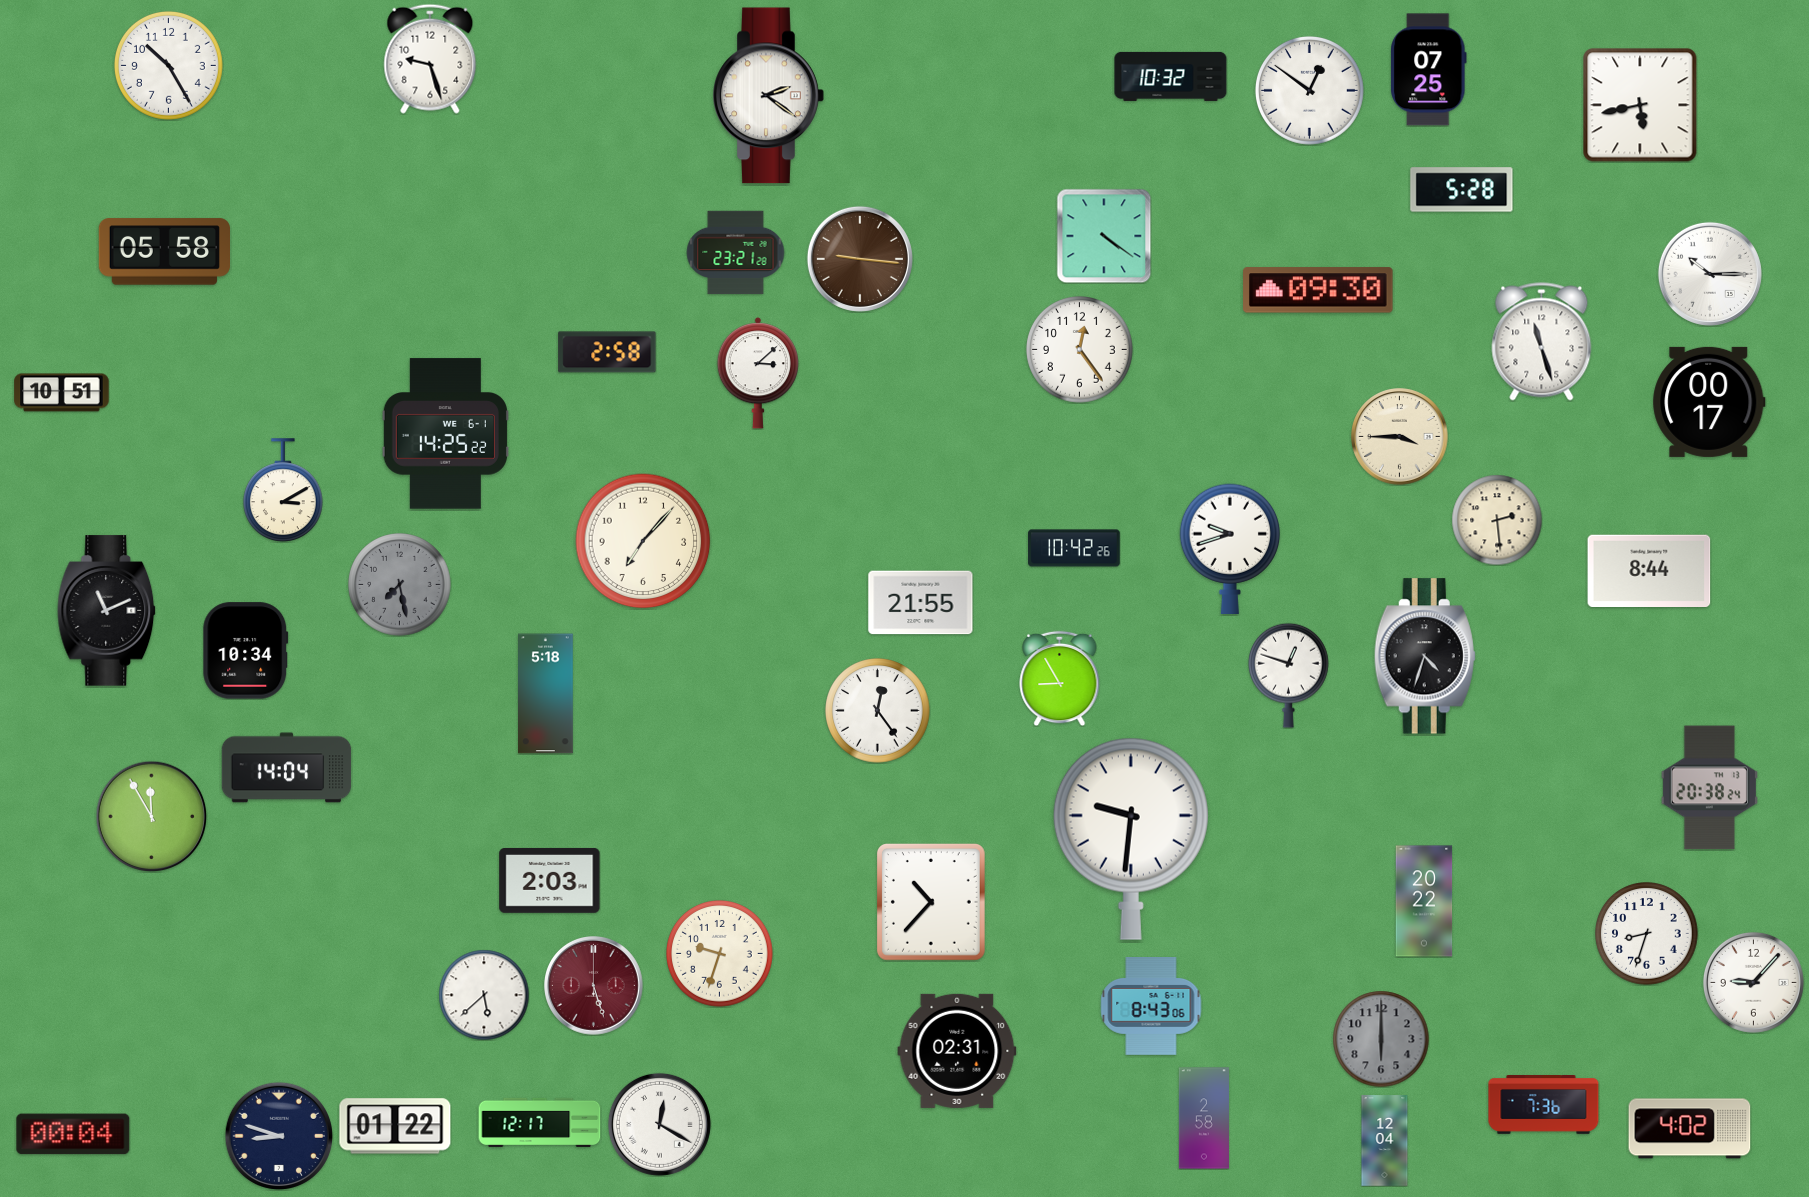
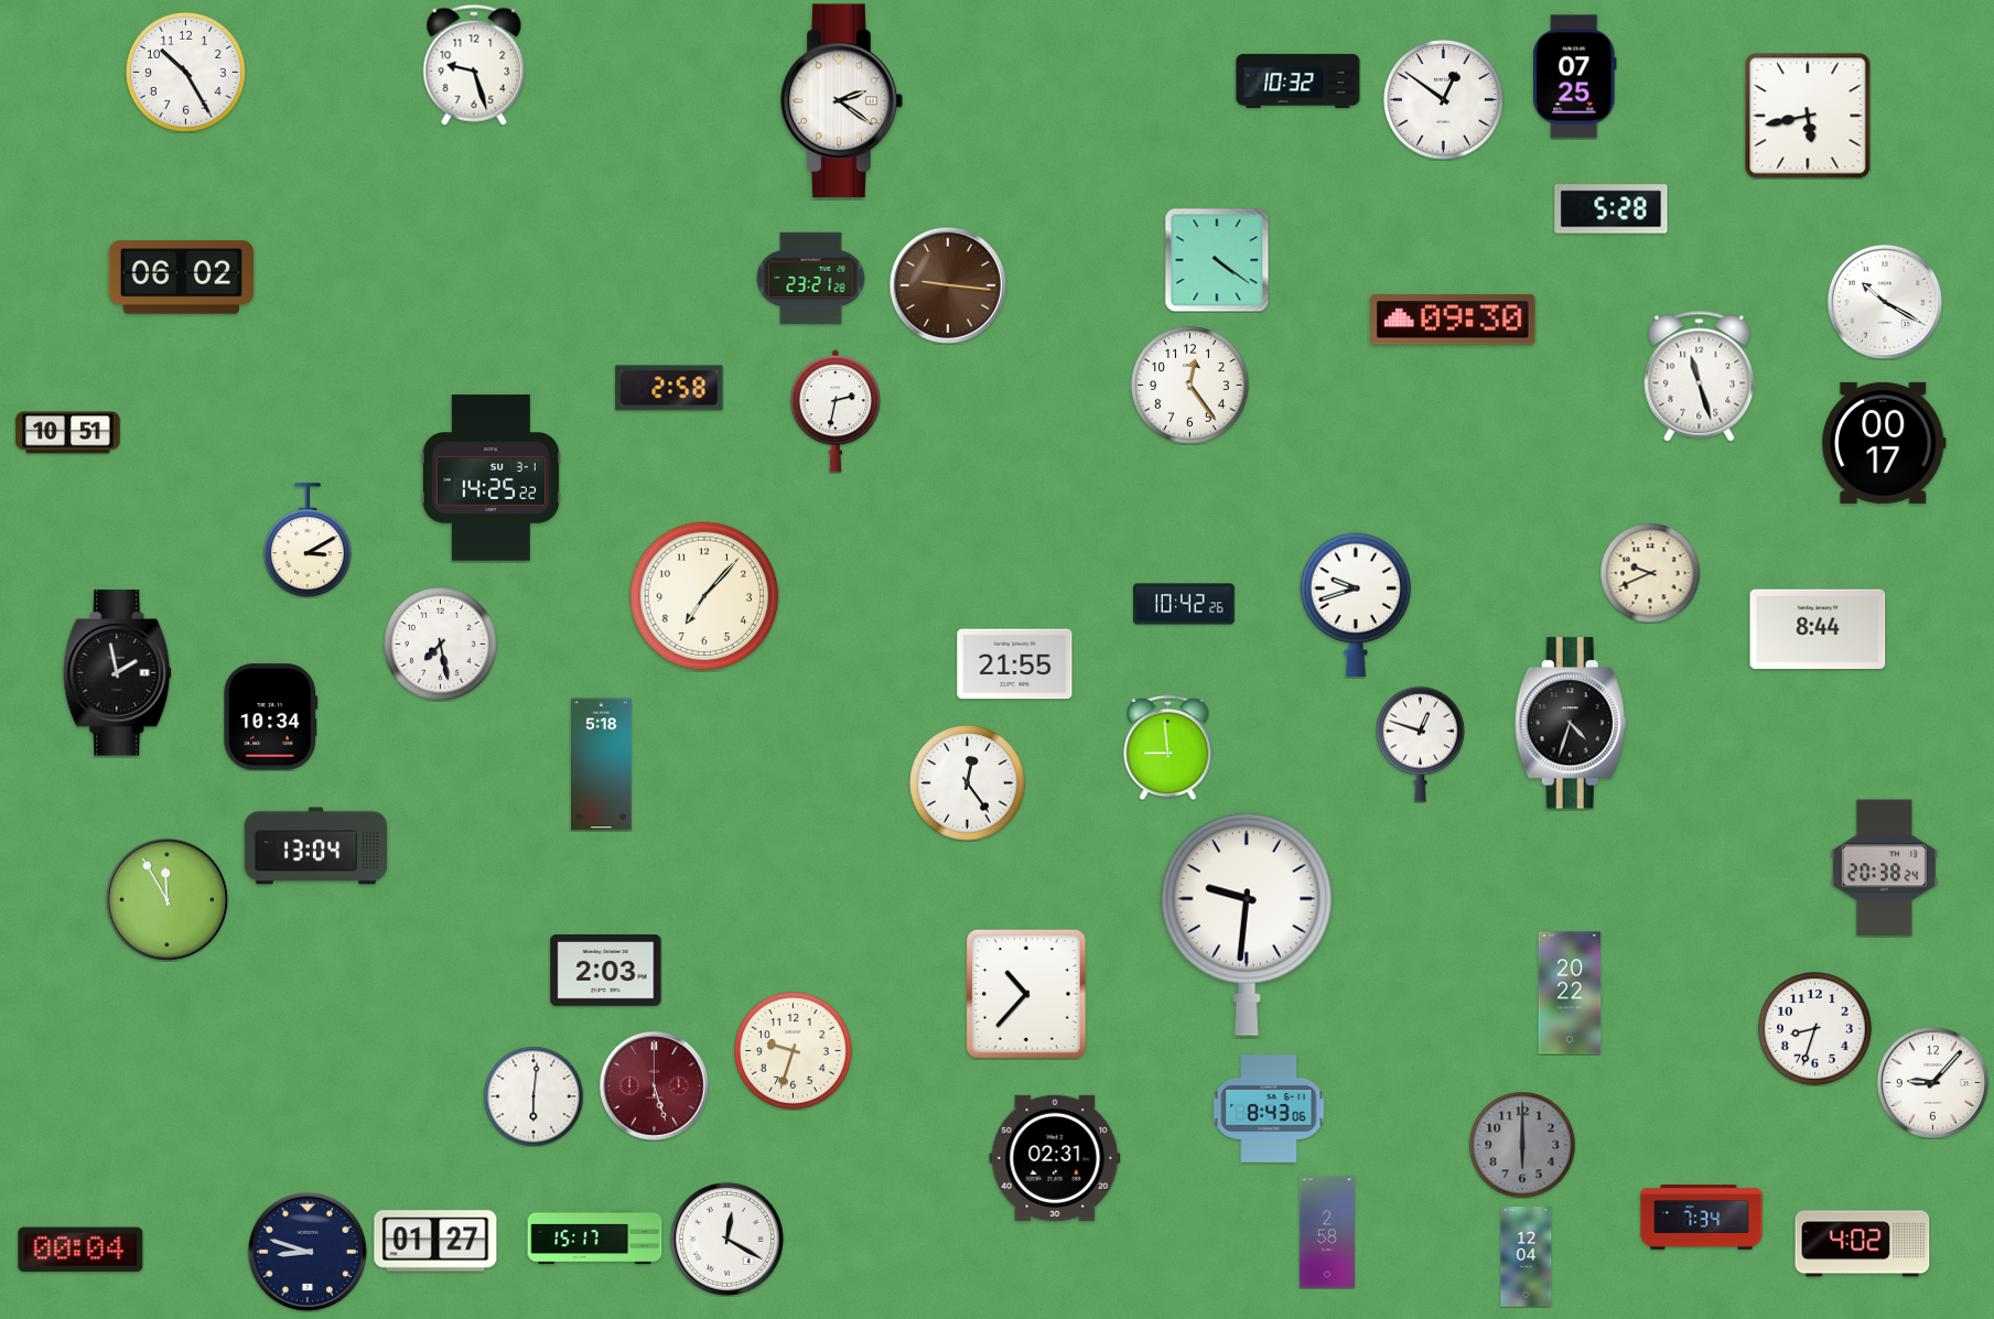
clock at (1171, 76) position: (1171, 76) -> (1298, 80)
clock at (769, 96) position: (769, 96) -> (842, 101)
clock at (164, 252): 05:58 -> 06:02
clock at (1710, 274): 10:15 -> 10:20
clock at (757, 373): 3:08 -> 2:32
clock at (445, 434) date: WE 6-1 -> SU 3-1
clock at (1400, 437): 3:45 -> none
clock at (284, 490) position: (284, 490) -> (309, 540)
clock at (1497, 520): 2:29 -> 9:41
clock at (643, 541) position: (643, 541) -> (704, 596)
clock at (400, 585) dial: grey -> white
clock at (107, 611): 11:11 -> 1:58
clock at (1060, 678): 8:55 -> 8:59
clock at (287, 768): 14:04 -> 13:04
clock at (484, 995): 5:38 -> 6:01
clock at (1544, 1105): 7:36 -> 7:34
clock at (540, 1122): 12:17 -> 15:17
clock at (395, 1126): 01:22 -> 01:27
